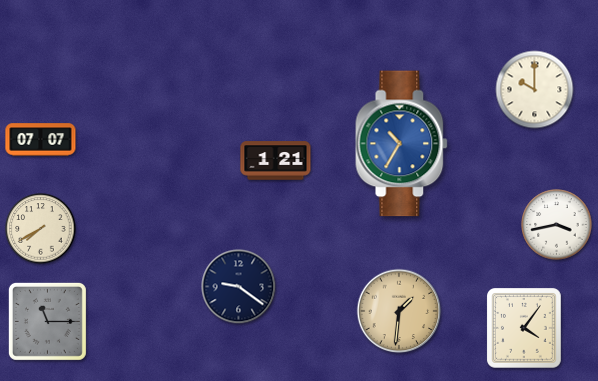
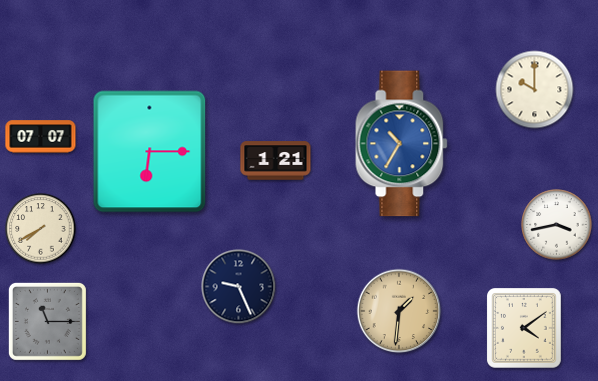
clock at (41, 140) position: (41, 140) -> (41, 137)
clock at (150, 152): none -> 6:15
clock at (239, 287): 9:21 -> 9:26
clock at (525, 328): 4:06 -> 4:09
